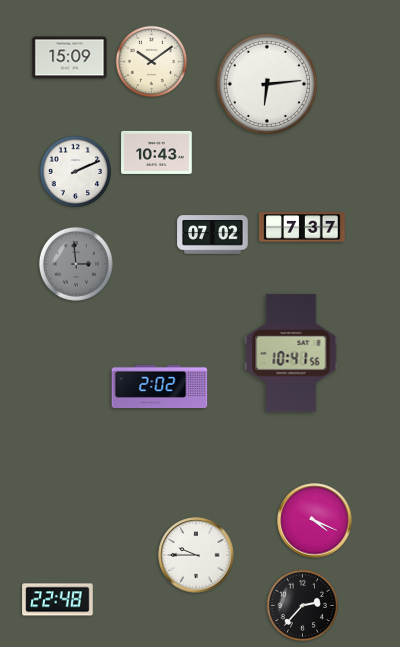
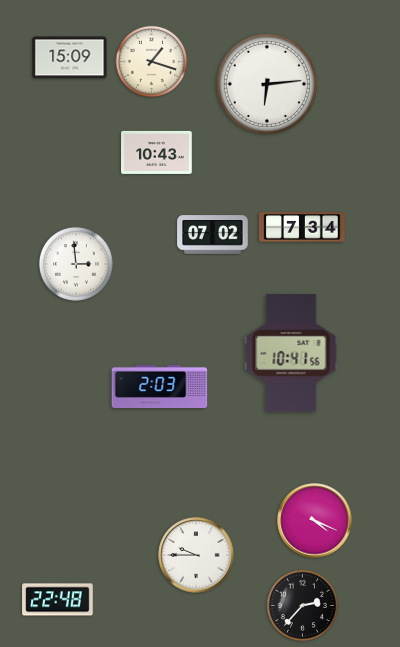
clock at (151, 61): 10:09 -> 1:18
clock at (75, 171): 2:11 -> none
clock at (302, 227): 7:37 -> 7:34
clock at (76, 264) dial: grey -> white
clock at (160, 386): 2:02 -> 2:03
